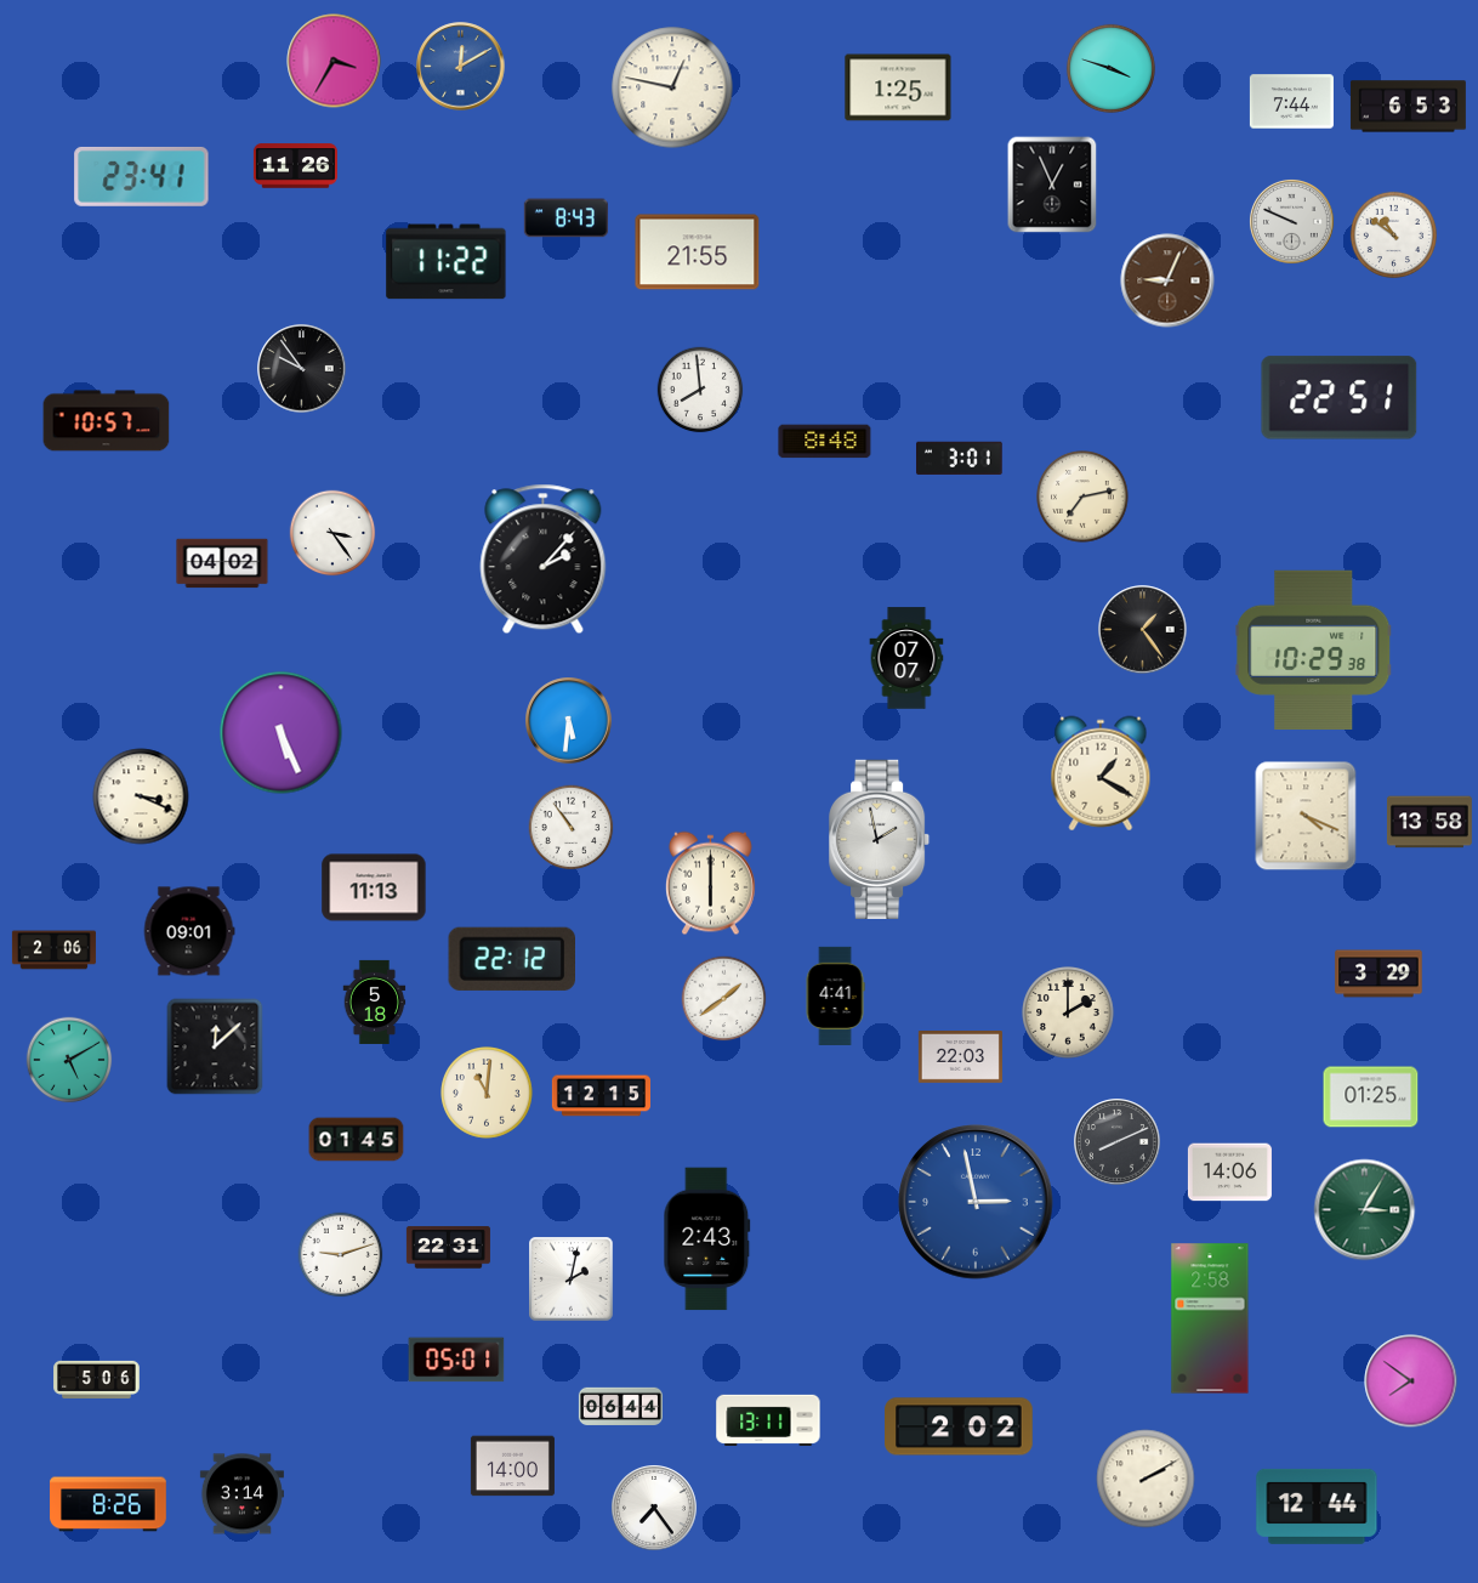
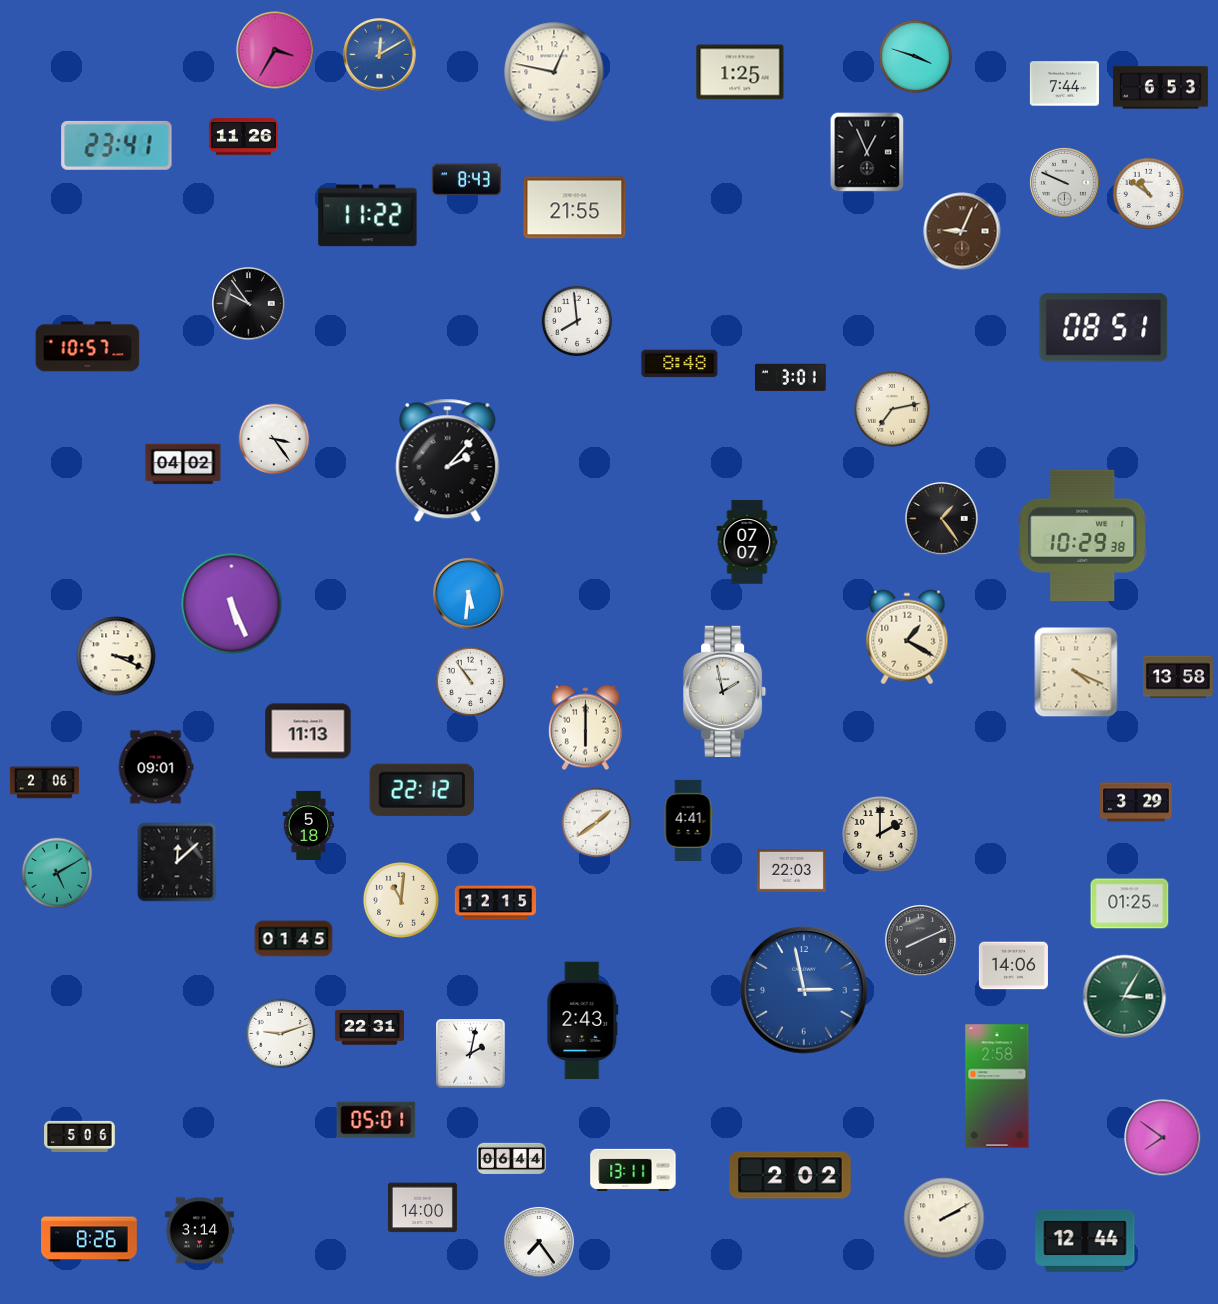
clock at (1340, 398): 22:51 -> 08:51
